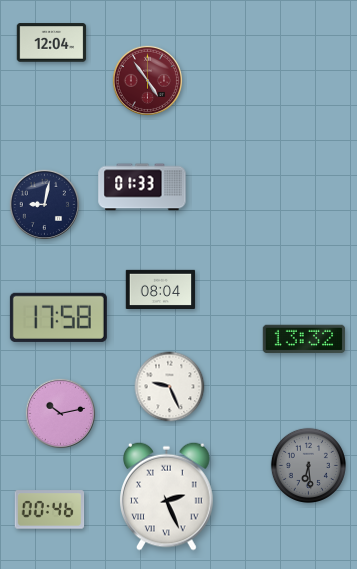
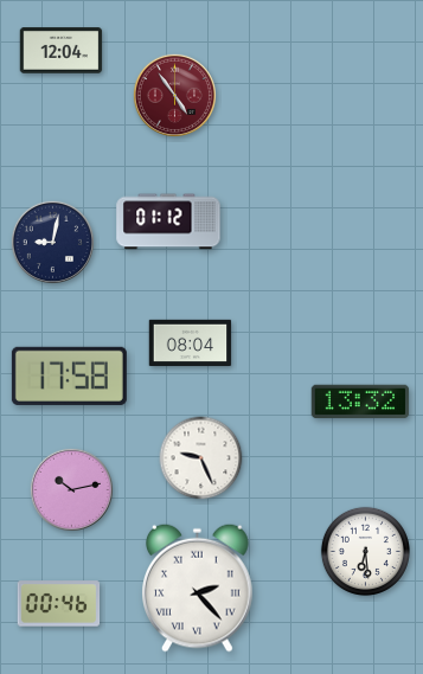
clock at (142, 187): 01:33 -> 01:12
clock at (308, 465) dial: grey -> white
clock at (167, 496): 2:26 -> 2:23
